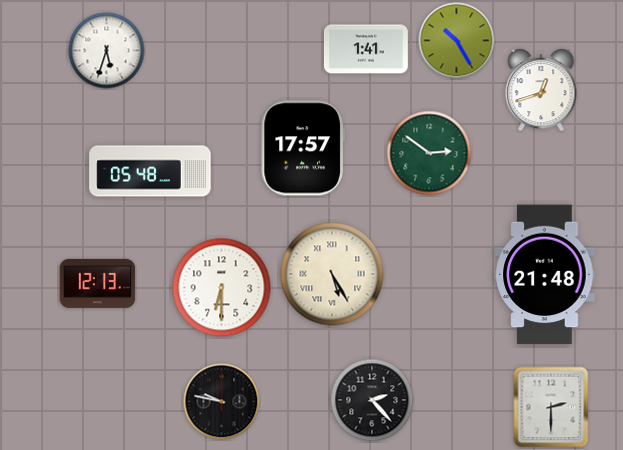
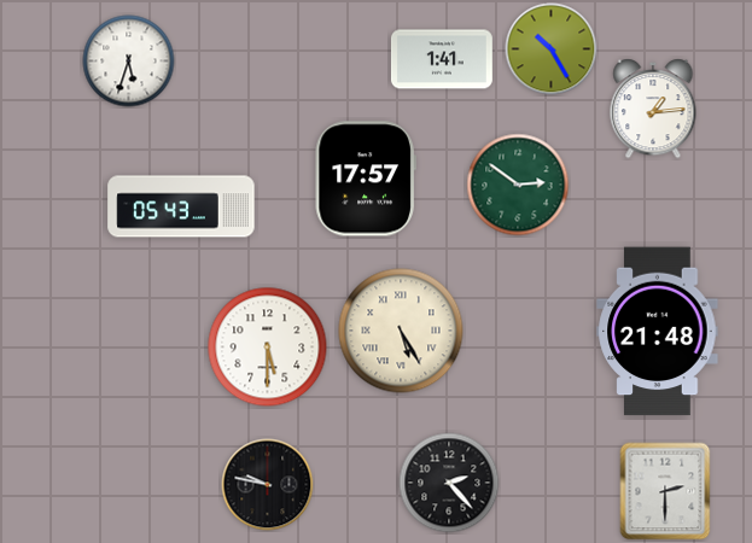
clock at (541, 90): 12:42 -> 1:14
clock at (150, 171): 05:48 -> 05:43
clock at (98, 283): 12:13 -> none
clock at (222, 288): 6:30 -> 5:30
